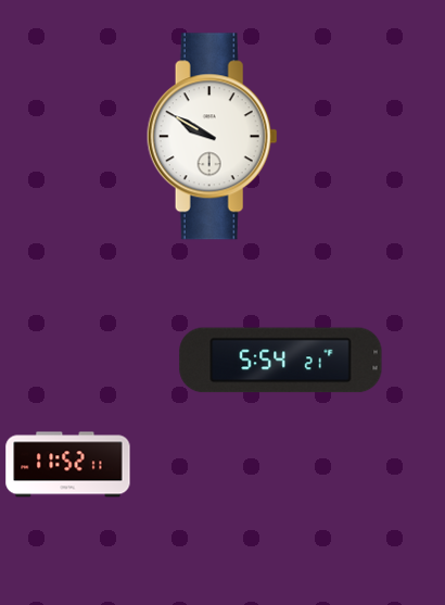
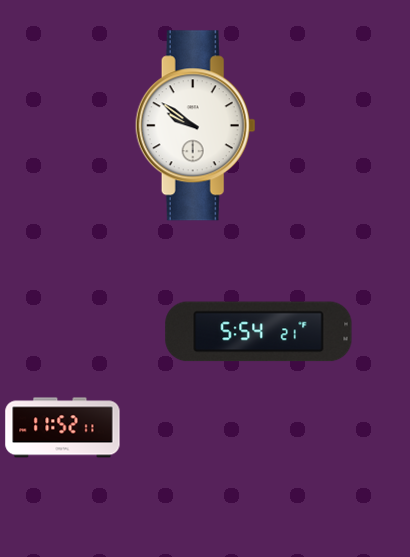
clock at (212, 137): 9:50 -> 9:51
